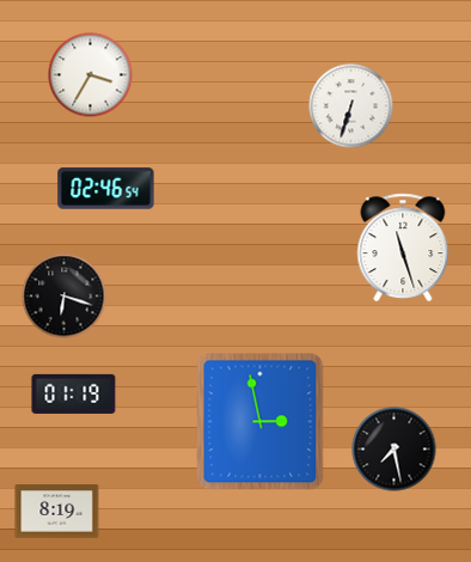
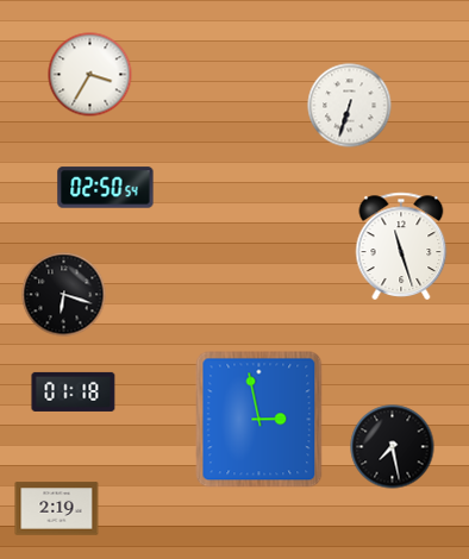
clock at (106, 189): 02:46 -> 02:50
clock at (74, 393): 01:19 -> 01:18
clock at (57, 512): 8:19 -> 2:19
